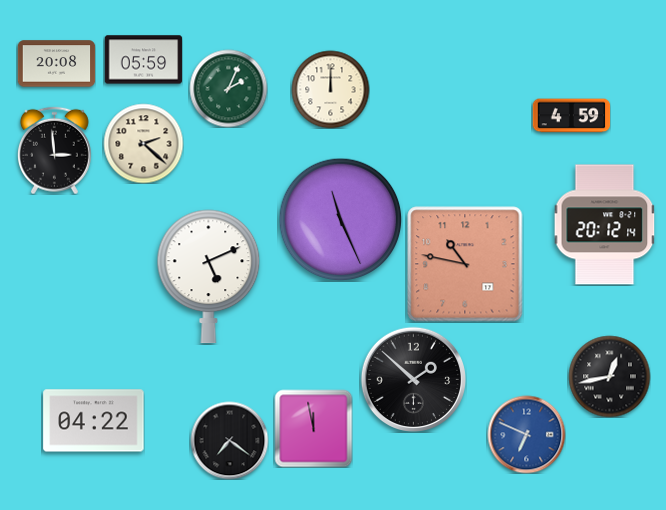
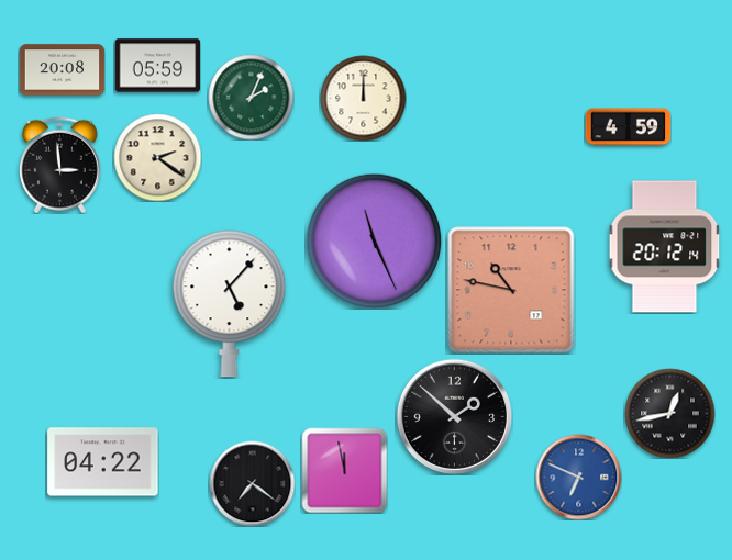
clock at (143, 143): 2:22 -> 2:21
clock at (209, 277): 5:11 -> 5:07
